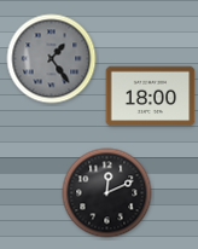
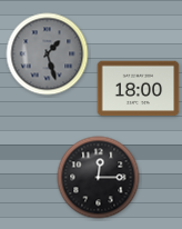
clock at (52, 59): 1:24 -> 1:27
clock at (107, 193): 12:11 -> 12:15
